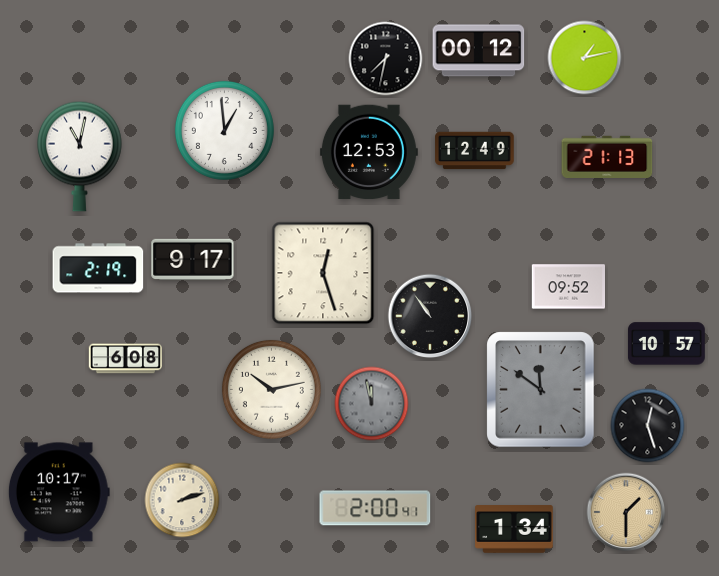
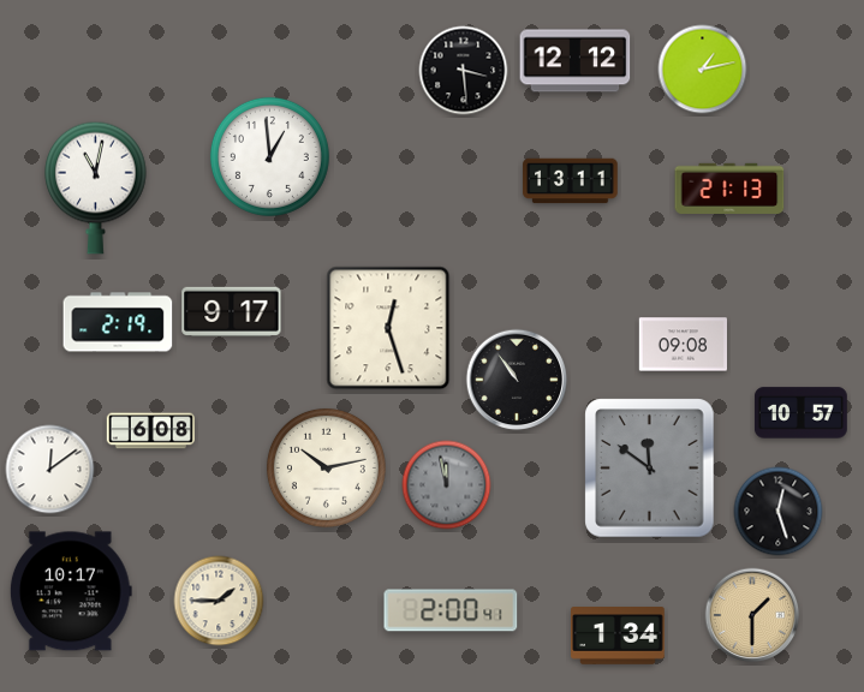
clock at (479, 51): 00:12 -> 12:12
clock at (386, 59): 7:32 -> 3:29
clock at (475, 151): 12:49 -> 13:11
clock at (369, 152): 12:53 -> none
clock at (568, 287): 09:52 -> 09:08
clock at (50, 470): none -> 12:09
clock at (182, 500): 2:12 -> 1:45
